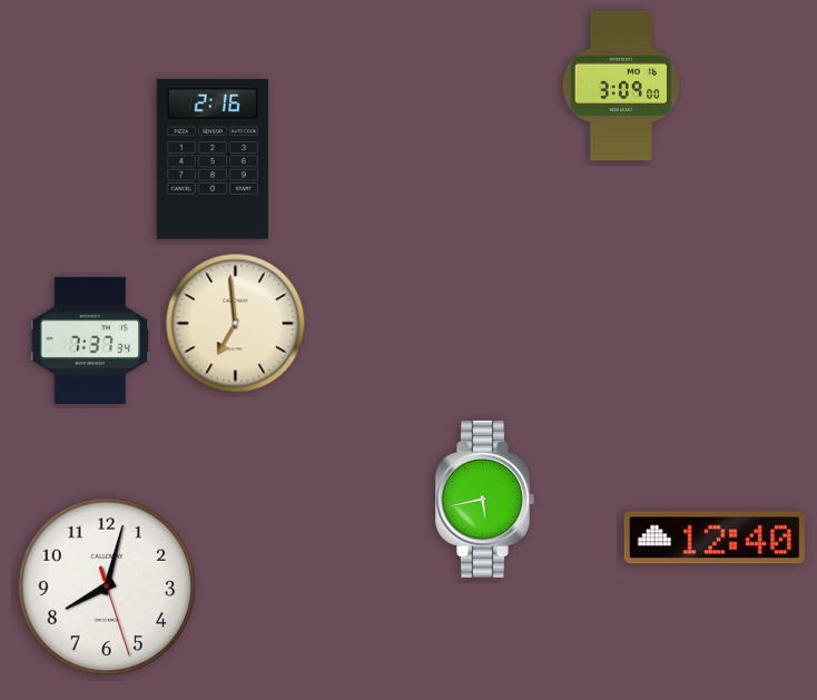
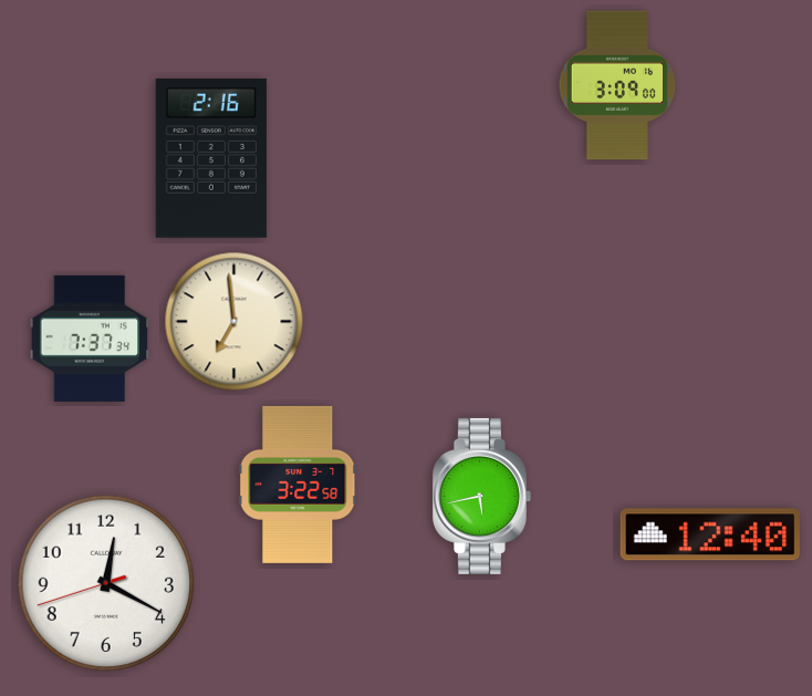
clock at (298, 485): none -> 3:22
clock at (107, 586): 8:02 -> 12:19
